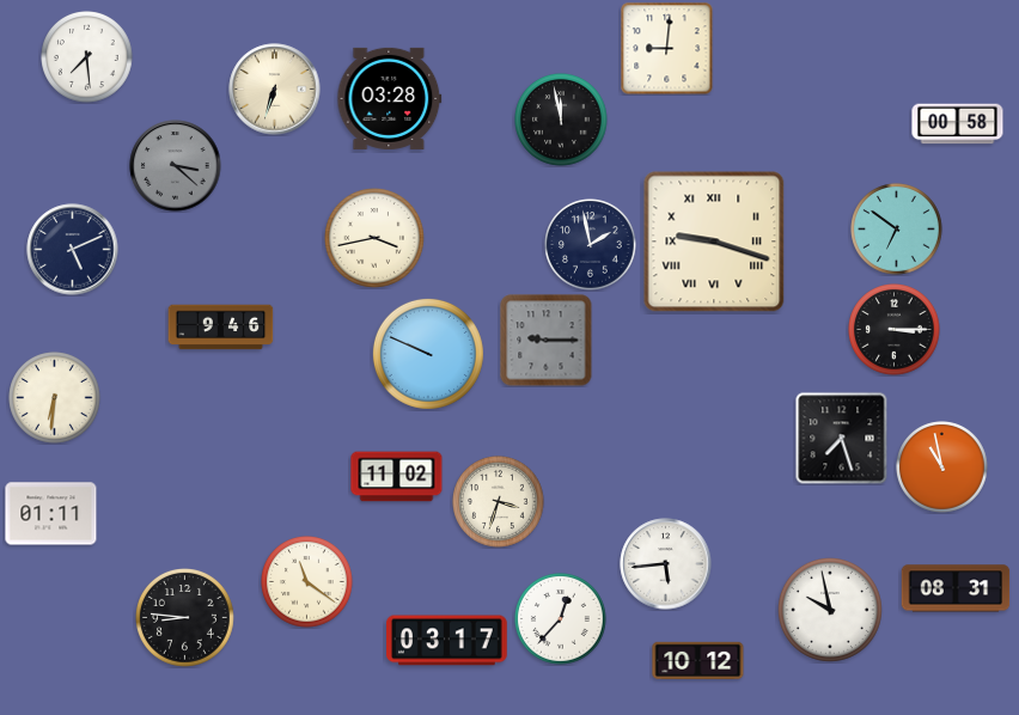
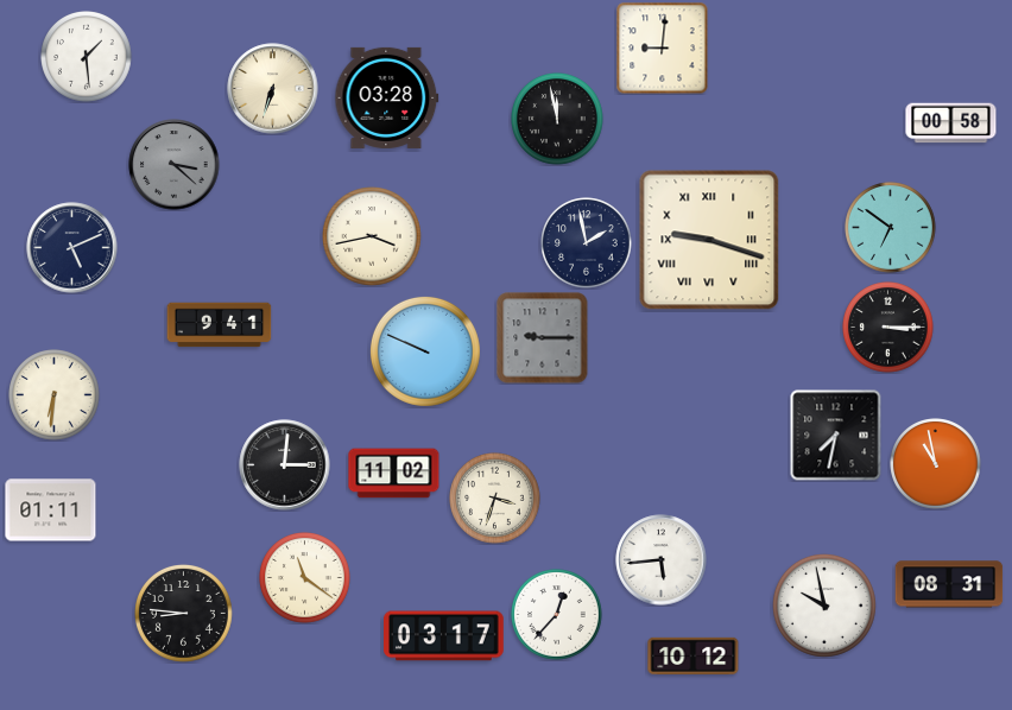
clock at (87, 57): 7:29 -> 1:29
clock at (221, 328): 9:46 -> 9:41
clock at (842, 439): 7:27 -> 7:32
clock at (285, 465): none -> 3:01
